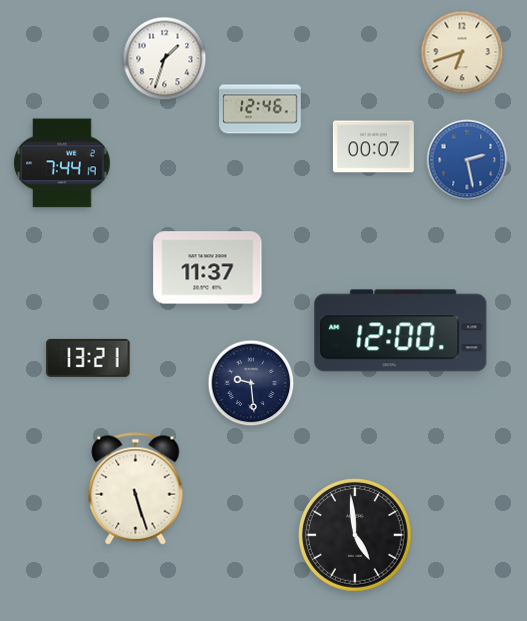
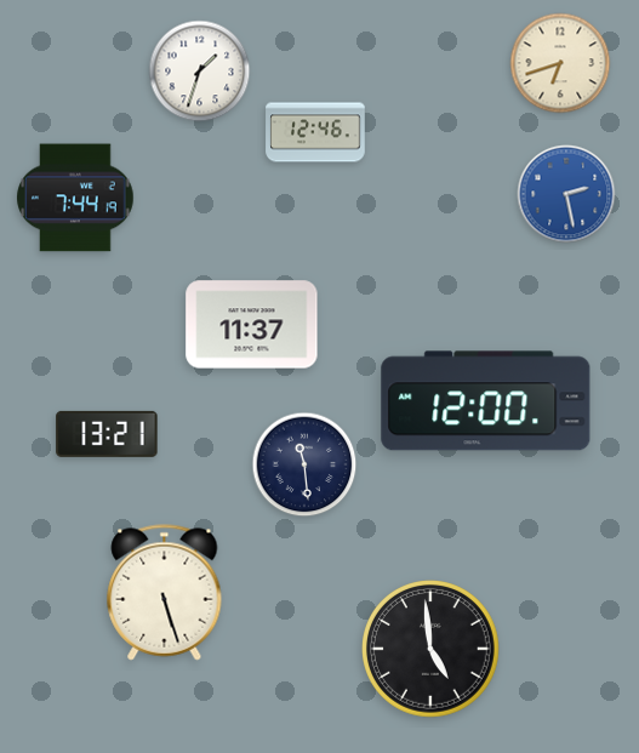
clock at (373, 147): 00:07 -> none
clock at (251, 383): 9:29 -> 11:29
